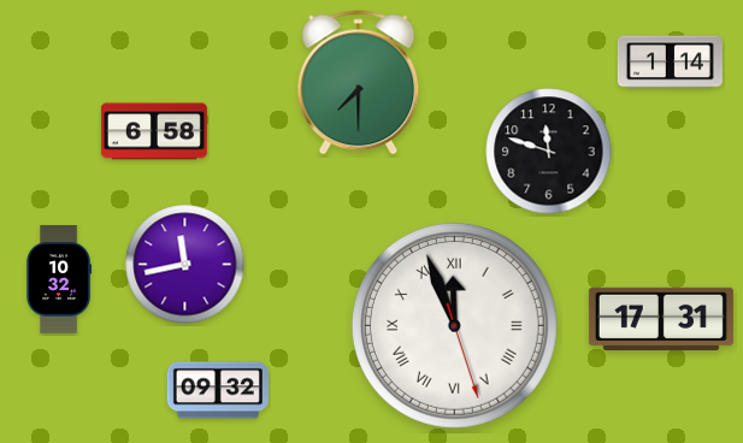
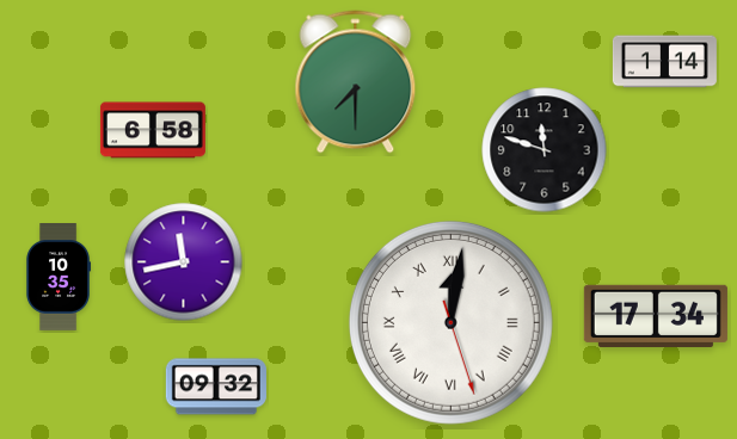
clock at (58, 280): 10:32 -> 10:35
clock at (661, 318): 17:31 -> 17:34
clock at (454, 325): 11:56 -> 12:01
